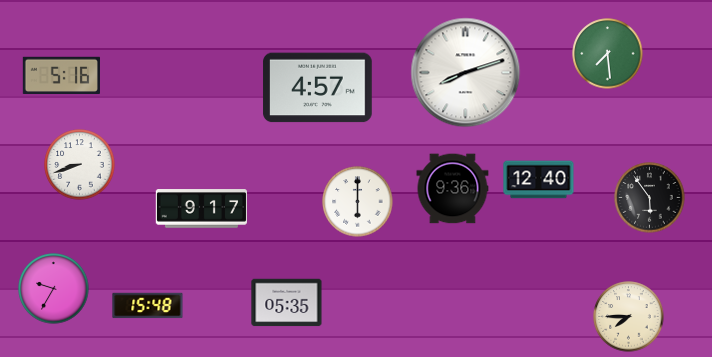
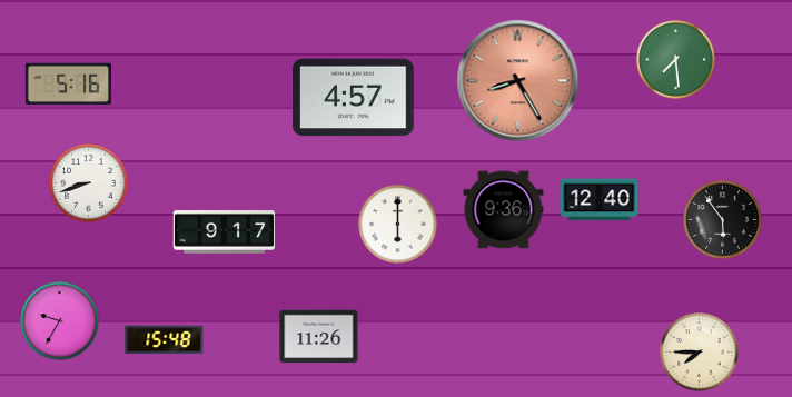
clock at (466, 73): 8:12 -> 8:25
clock at (466, 73) dial: white -> salmon
clock at (287, 303): 05:35 -> 11:26
